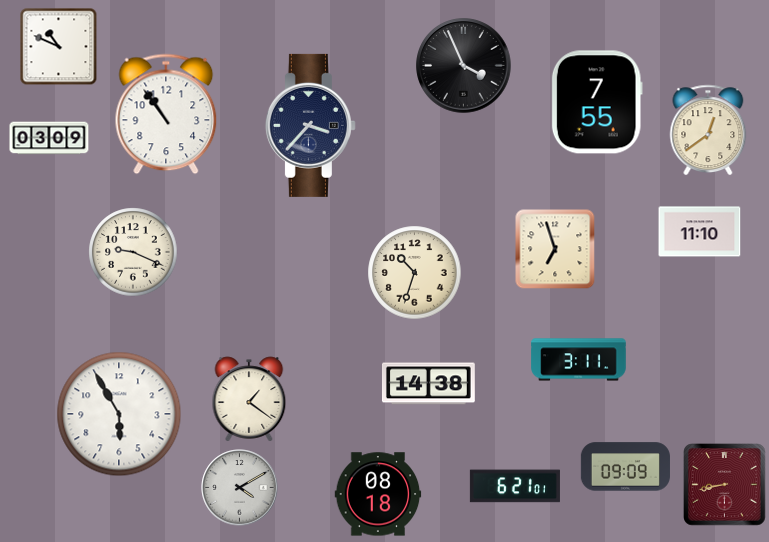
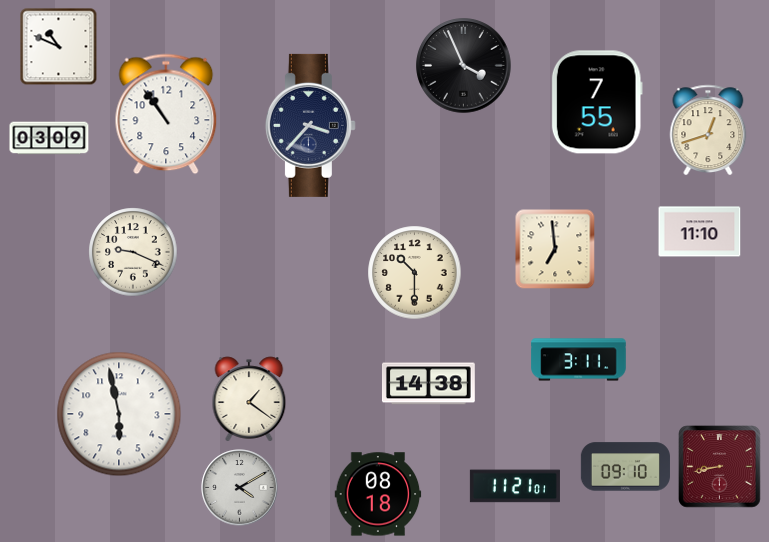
clock at (708, 130): 12:39 -> 12:42
clock at (555, 249): 6:57 -> 6:59
clock at (415, 273): 10:33 -> 10:30
clock at (119, 414): 5:55 -> 5:58
clock at (625, 467): 09:09 -> 09:10
clock at (725, 485) position: (725, 485) -> (720, 467)
clock at (515, 486): 6:21 -> 11:21
